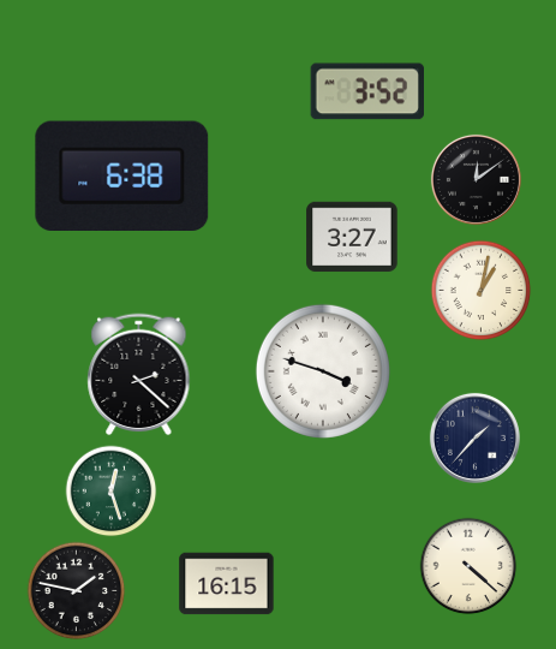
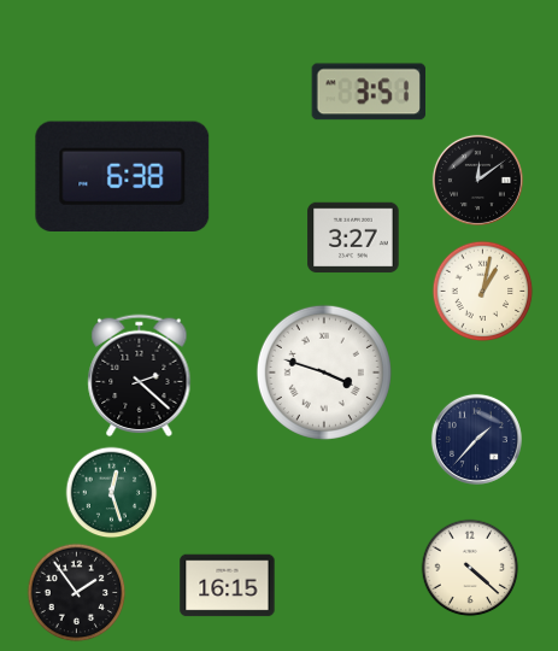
clock at (366, 91): 3:52 -> 3:51
clock at (77, 591): 1:47 -> 1:54
